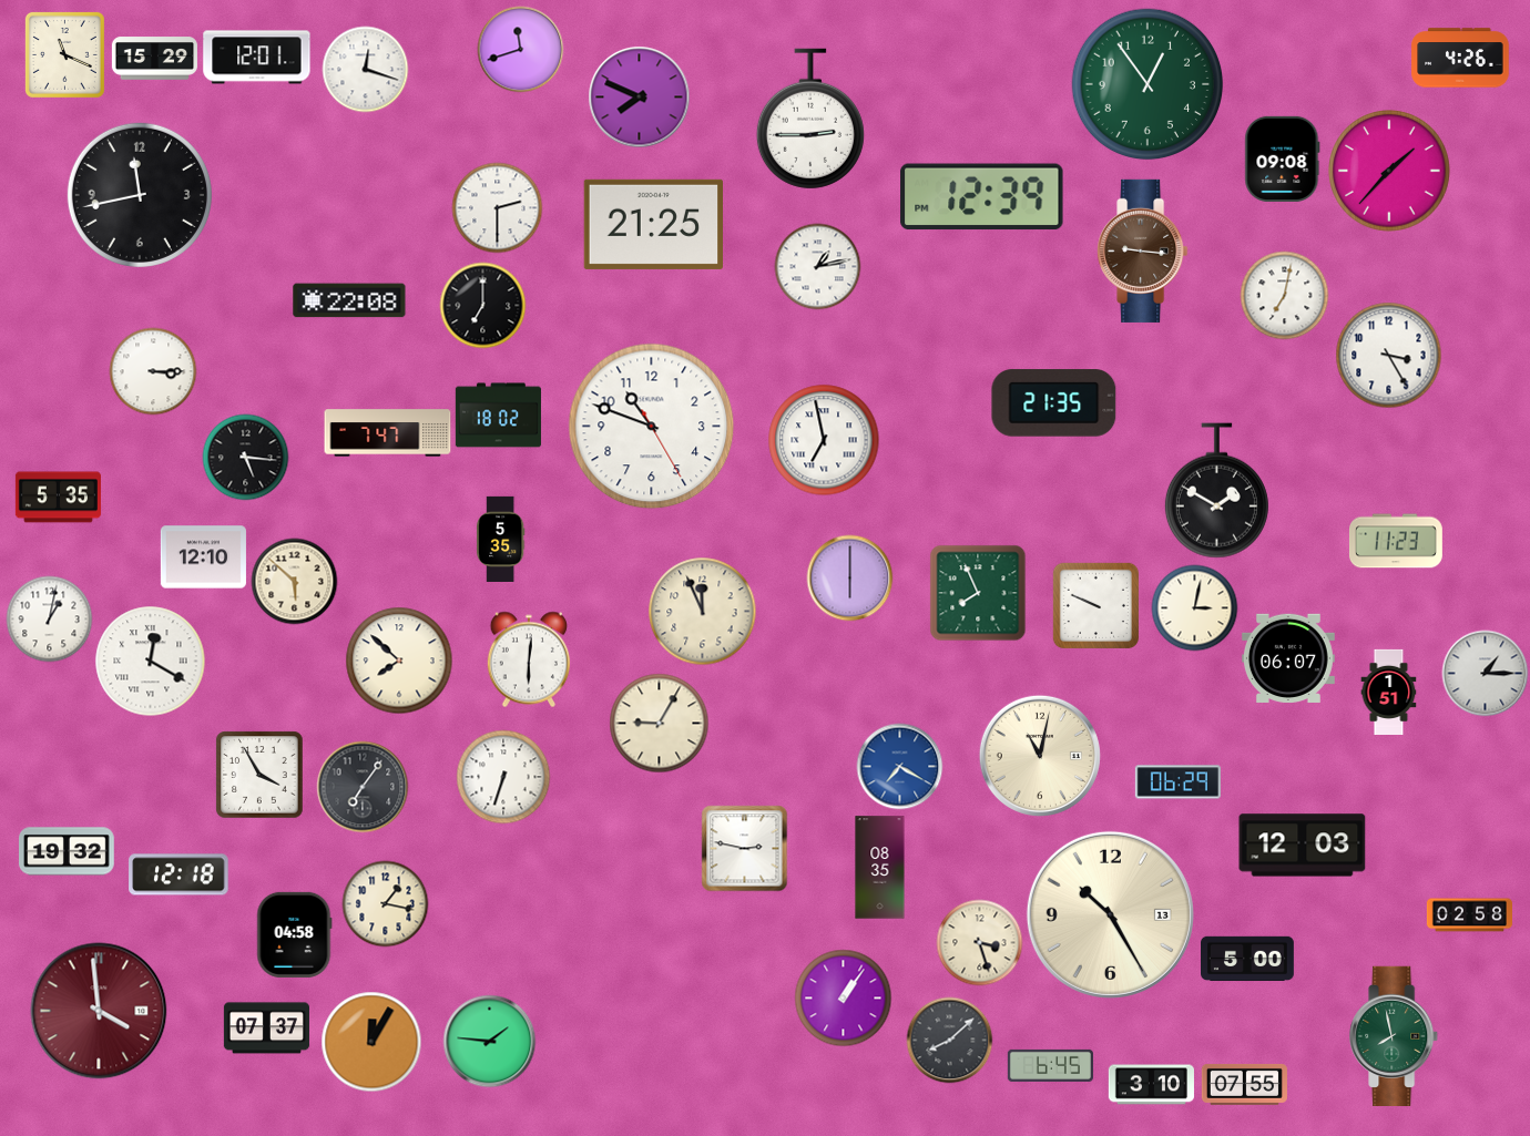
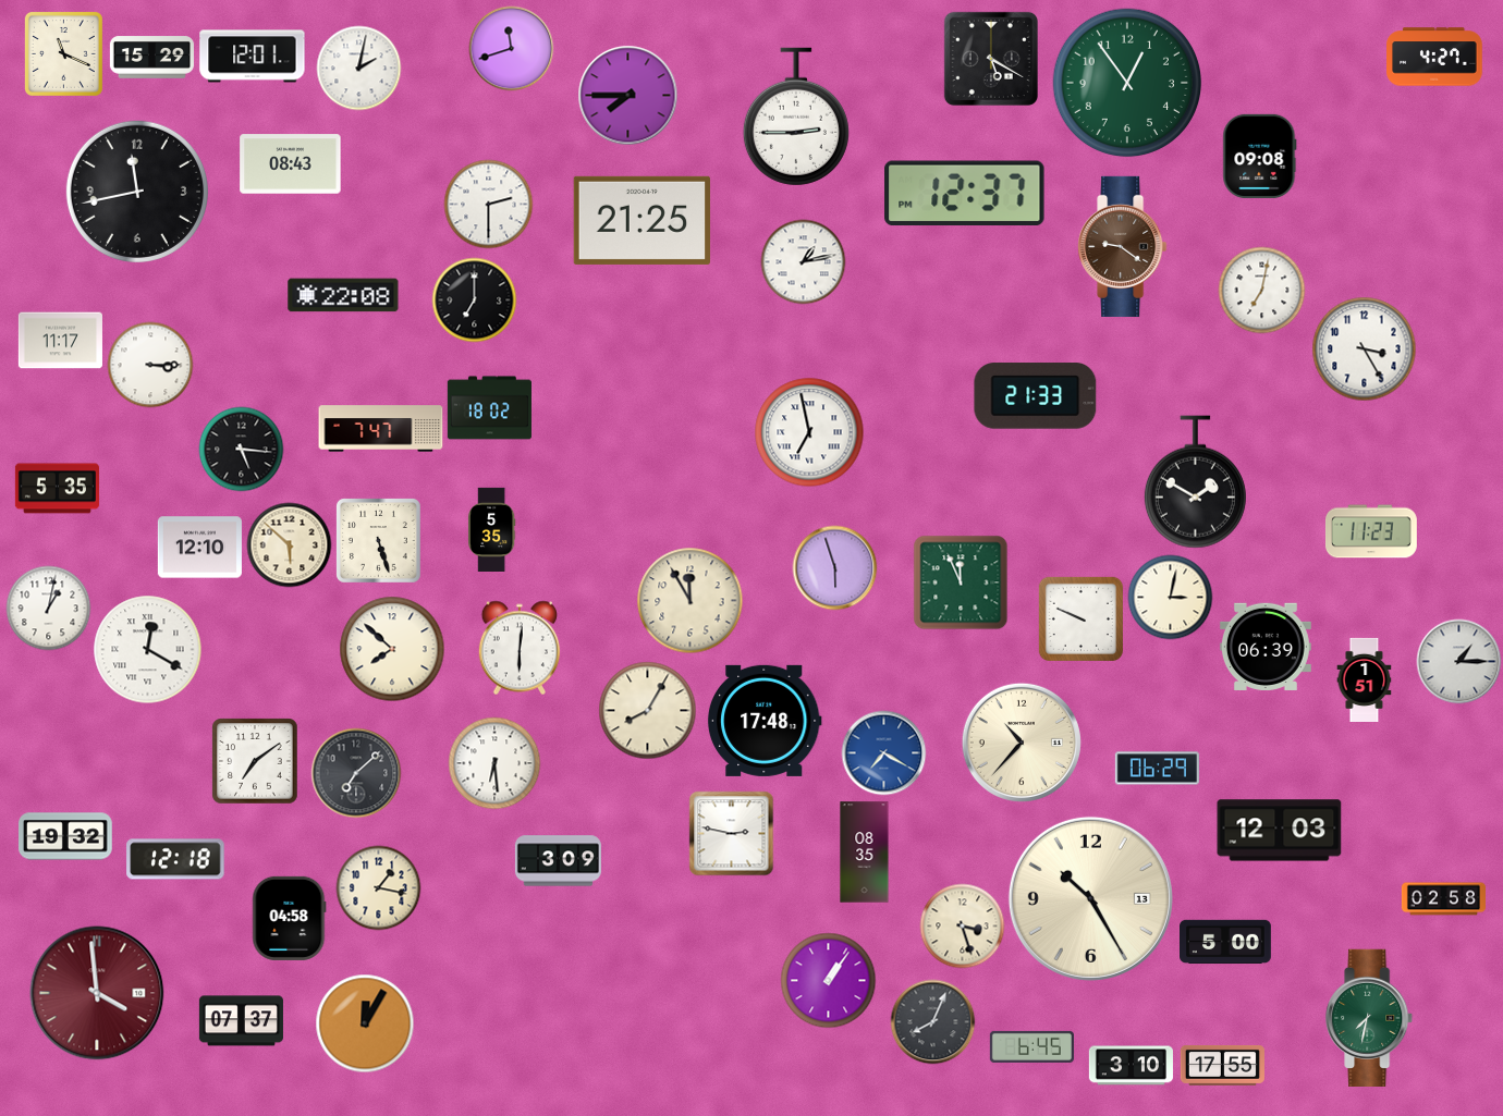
clock at (1460, 58): 4:26 -> 4:27
clock at (991, 59): none -> 5:20
clock at (365, 69): 12:18 -> 2:02
clock at (639, 96): 7:49 -> 7:45
clock at (291, 164): none -> 08:43
clock at (1389, 171): 1:37 -> none
clock at (982, 197): 12:39 -> 12:37
clock at (1143, 250): 9:16 -> 9:21
clock at (60, 341): none -> 11:17
clock at (1054, 403): 21:35 -> 21:33
clock at (652, 427): 10:48 -> none
clock at (388, 433) position: (388, 433) -> (381, 429)
clock at (378, 540): none -> 5:27
clock at (849, 577): 6:00 -> 5:57
clock at (294, 581) position: (294, 581) -> (289, 544)
clock at (978, 593): 7:56 -> 11:56
clock at (1095, 605) position: (1095, 605) -> (1080, 618)
clock at (1194, 607) position: (1194, 607) -> (1170, 597)
clock at (702, 611): 11:56 -> 11:55
clock at (1288, 658): 06:07 -> 06:39
clock at (659, 723): 9:05 -> 8:05
clock at (765, 721): none -> 17:48
clock at (1040, 756): 11:02 -> 10:37
clock at (259, 775): 3:55 -> 7:09
clock at (503, 777): 6:33 -> 6:29
clock at (363, 787): 7:06 -> 7:08
clock at (558, 861): none -> 3:09
clock at (266, 1028) position: (266, 1028) -> (241, 1021)
clock at (1395, 1035): 7:58 -> 7:32
clock at (949, 1040): 8:08 -> 8:04
clock at (489, 1041): 1:46 -> none
clock at (1244, 1084): 07:55 -> 17:55
